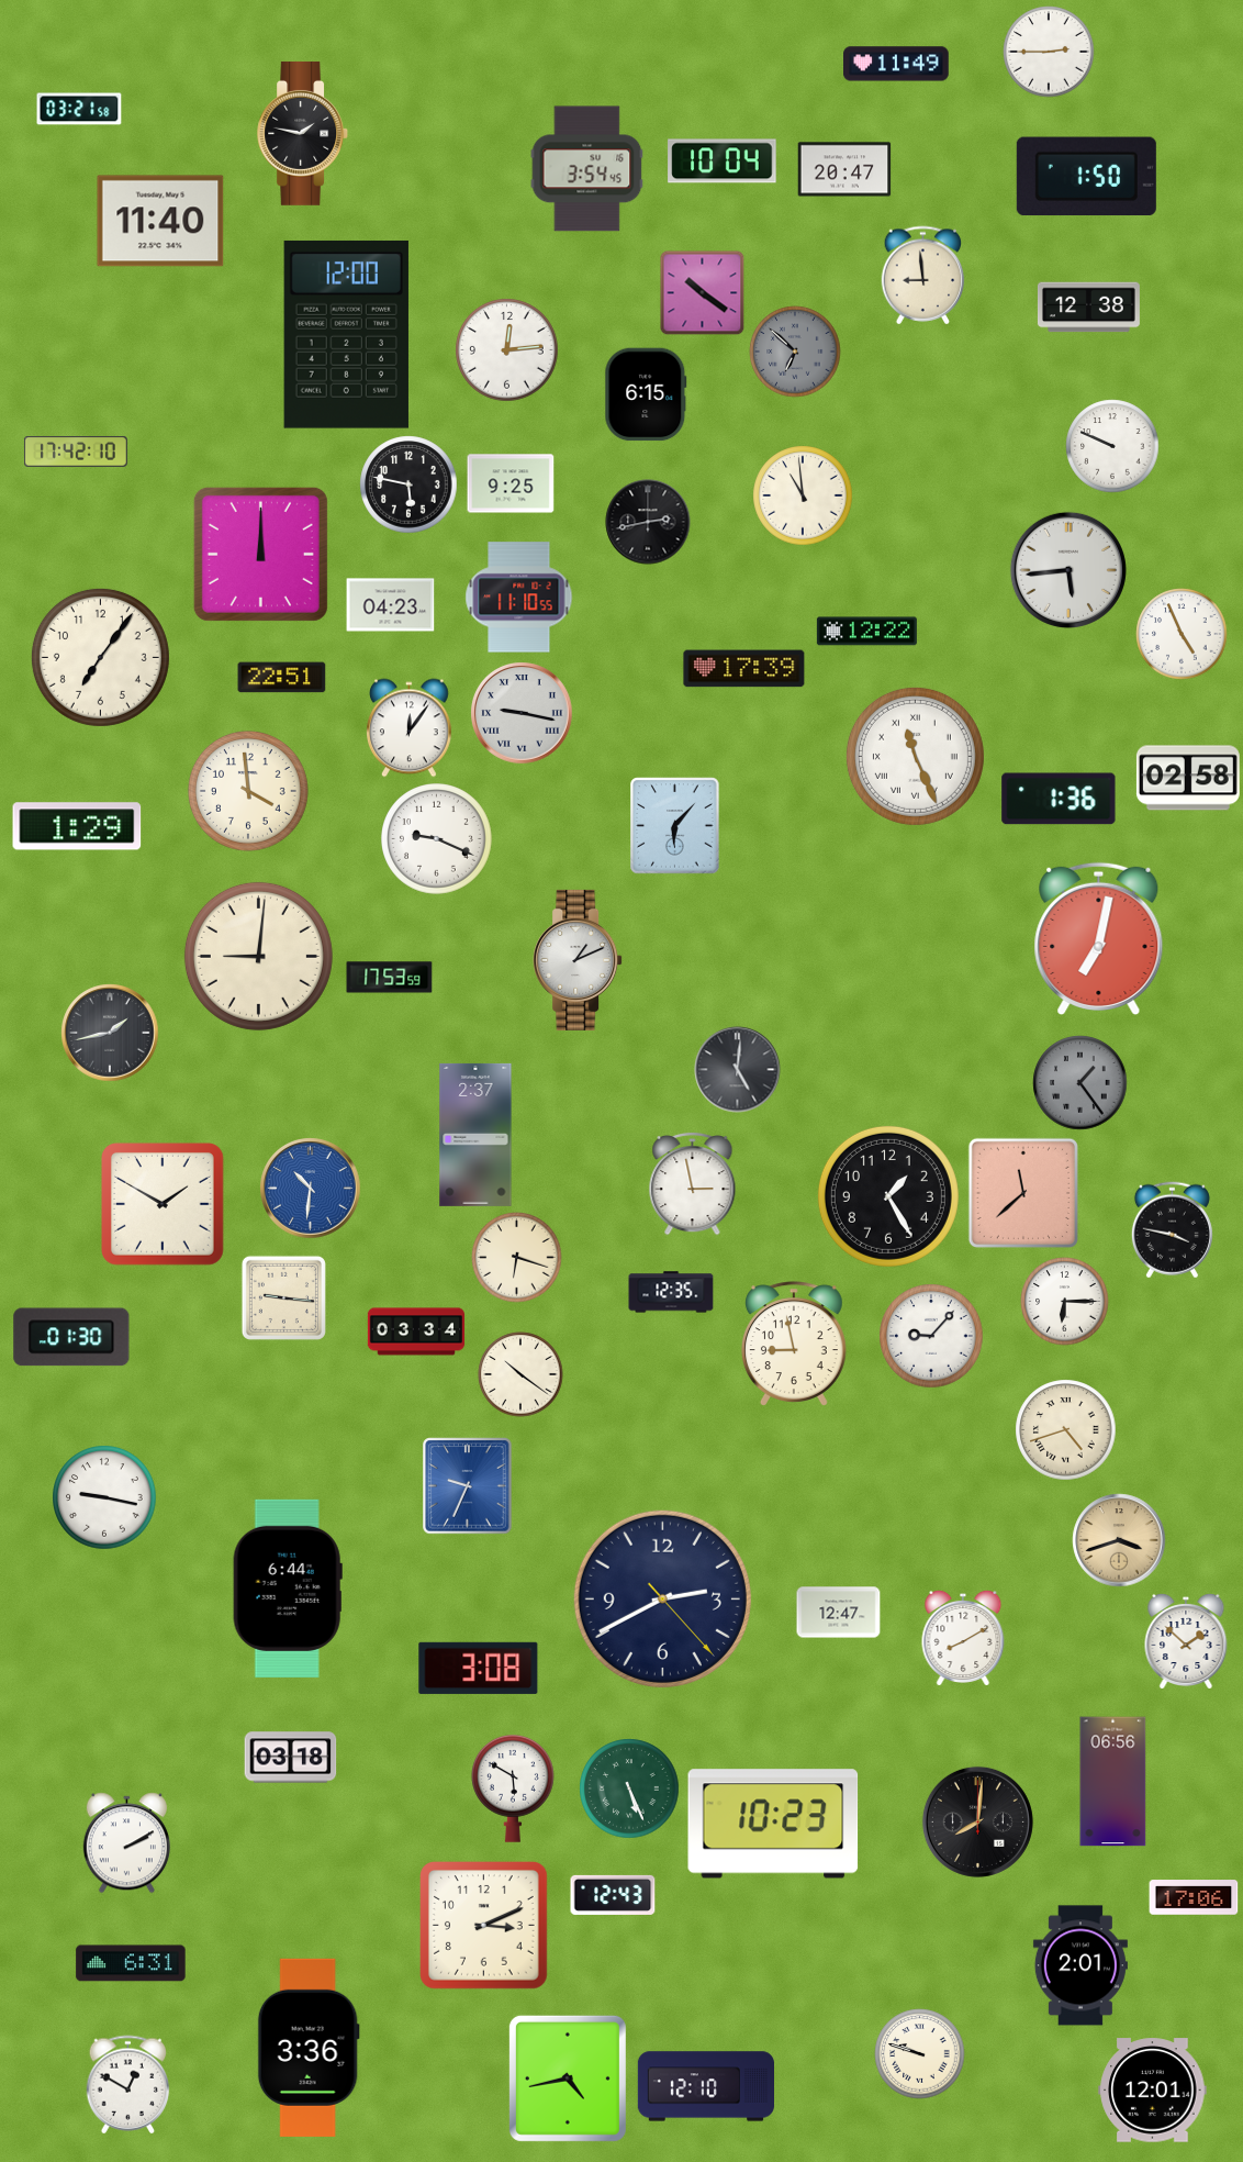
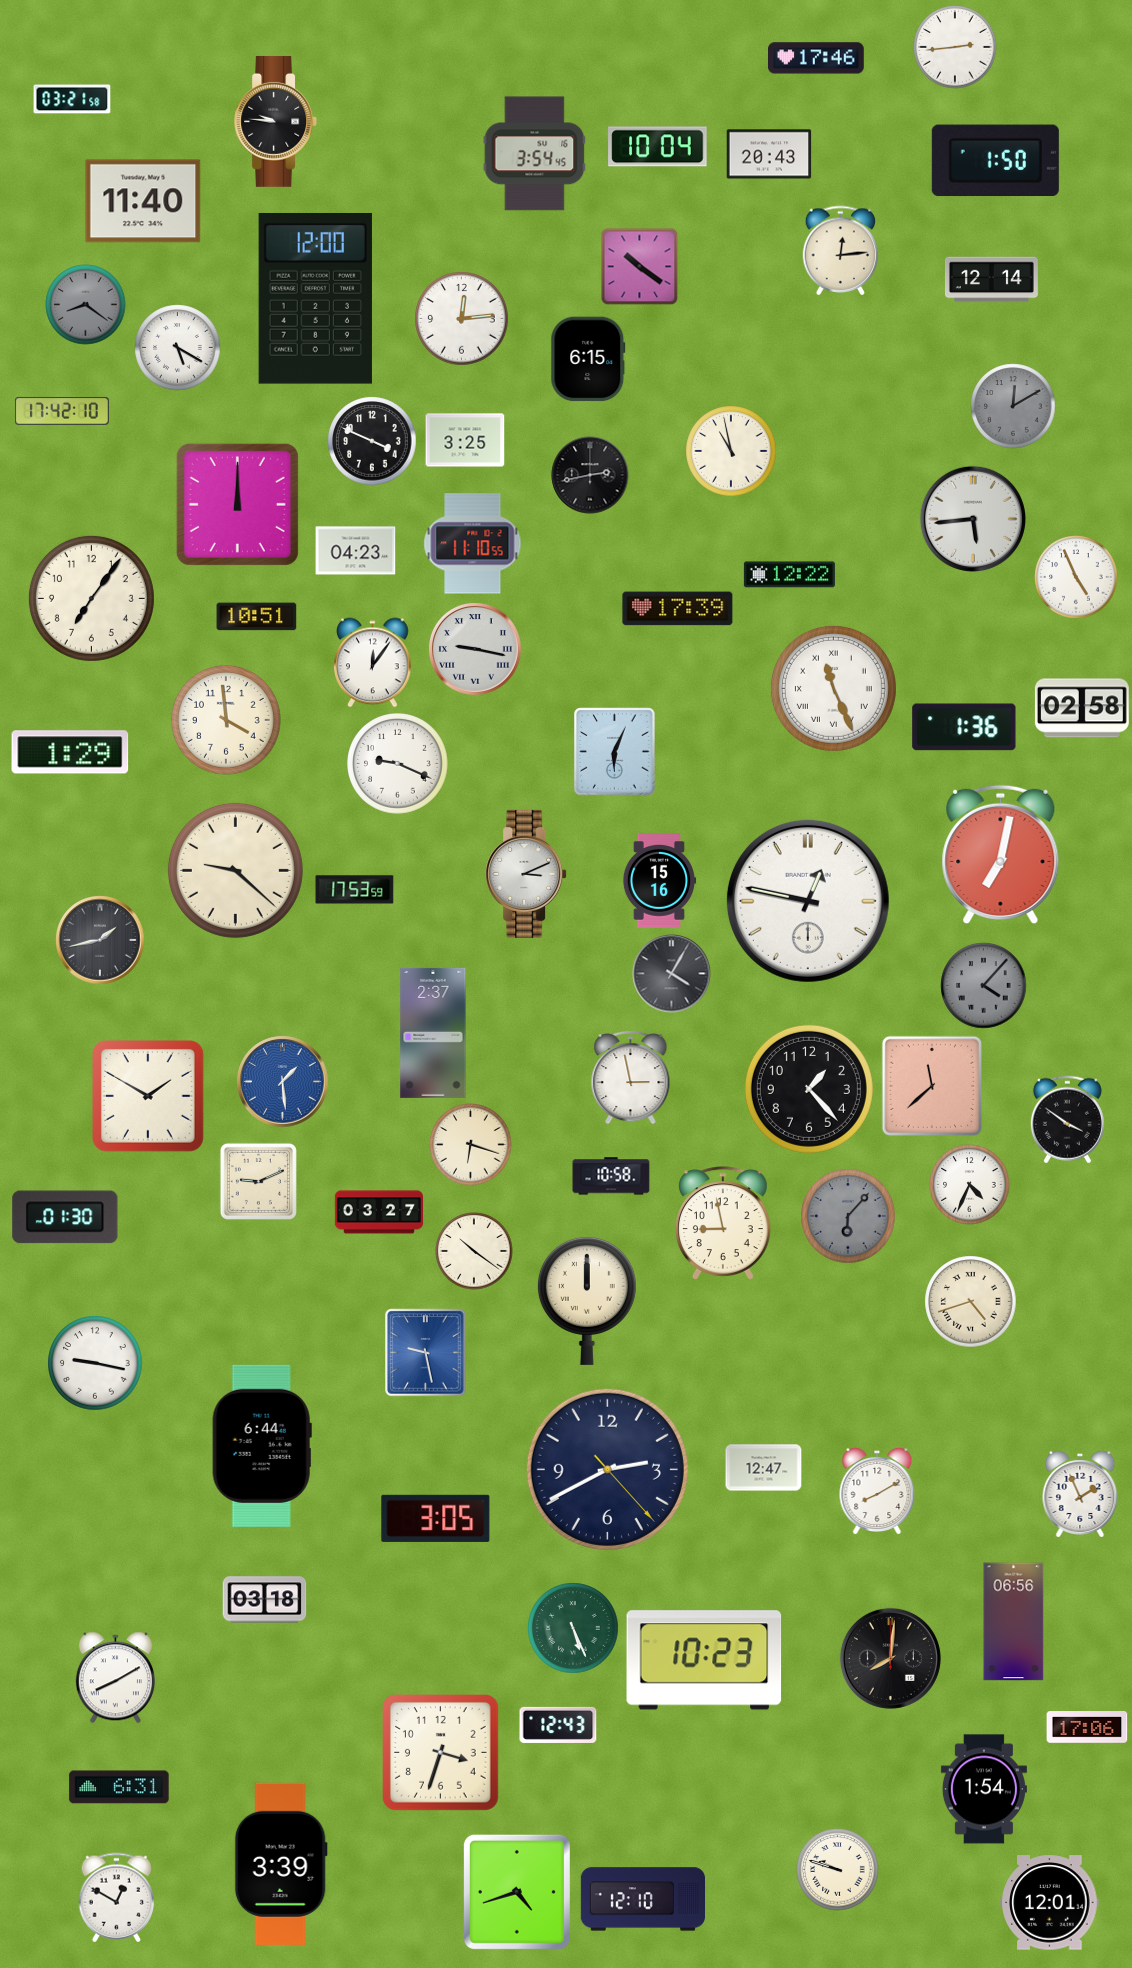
clock at (1049, 52): 2:45 -> 2:44
clock at (897, 64): 11:49 -> 17:46
clock at (303, 133): 1:47 -> 9:46
clock at (844, 169): 20:47 -> 20:43
clock at (1086, 177) position: (1086, 177) -> (995, 161)
clock at (160, 221) position: (160, 221) -> (143, 201)
clock at (923, 276): 8:59 -> 12:14
clock at (1088, 308): 12:38 -> 12:14
clock at (346, 334) position: (346, 334) -> (315, 298)
clock at (86, 305): none -> 8:21
clock at (795, 352): 6:52 -> none
clock at (178, 348): none -> 5:20
clock at (1112, 446): 9:49 -> 12:10
clock at (1112, 446) dial: white -> grey
clock at (76, 452) position: (76, 452) -> (62, 411)
clock at (511, 483): 9:25 -> 3:25
clock at (408, 484): 5:47 -> 3:49
clock at (803, 495): 10:59 -> 10:58
clock at (282, 678): 22:51 -> 10:51
clock at (675, 826): 6:07 -> 6:04
clock at (258, 956): 9:01 -> 9:22
clock at (578, 960): 1:11 -> 3:11
clock at (659, 881): none -> 15:16
clock at (808, 901): none -> 12:47
clock at (738, 1070): 5:01 -> 4:05
clock at (1080, 1083): 1:24 -> 4:07
clock at (311, 1189): 10:31 -> 1:29
clock at (888, 1196): 1:25 -> 1:23
clock at (1172, 1230): 3:47 -> 3:51
clock at (671, 1292): 12:35 -> 10:58
clock at (283, 1297): 9:16 -> 9:11
clock at (1065, 1302): 6:15 -> 4:34
clock at (416, 1331): 03:34 -> 03:27
clock at (931, 1336): 9:07 -> 6:07
clock at (931, 1336) dial: white -> grey
clock at (587, 1300): none -> 12:00
clock at (468, 1486): 9:34 -> 9:28
clock at (1119, 1540): 3:42 -> none
clock at (662, 1598) position: (662, 1598) -> (607, 1469)
clock at (1186, 1641): 1:52 -> 1:56
clock at (479, 1668): 3:08 -> 3:05
clock at (514, 1788): 5:50 -> none
clock at (126, 1843): 2:10 -> 8:10
clock at (484, 1926): 3:11 -> 3:33
clock at (1080, 1965): 2:01 -> 1:54
clock at (309, 2048): 3:36 -> 3:39
clock at (568, 2079): 4:43 -> 4:42
